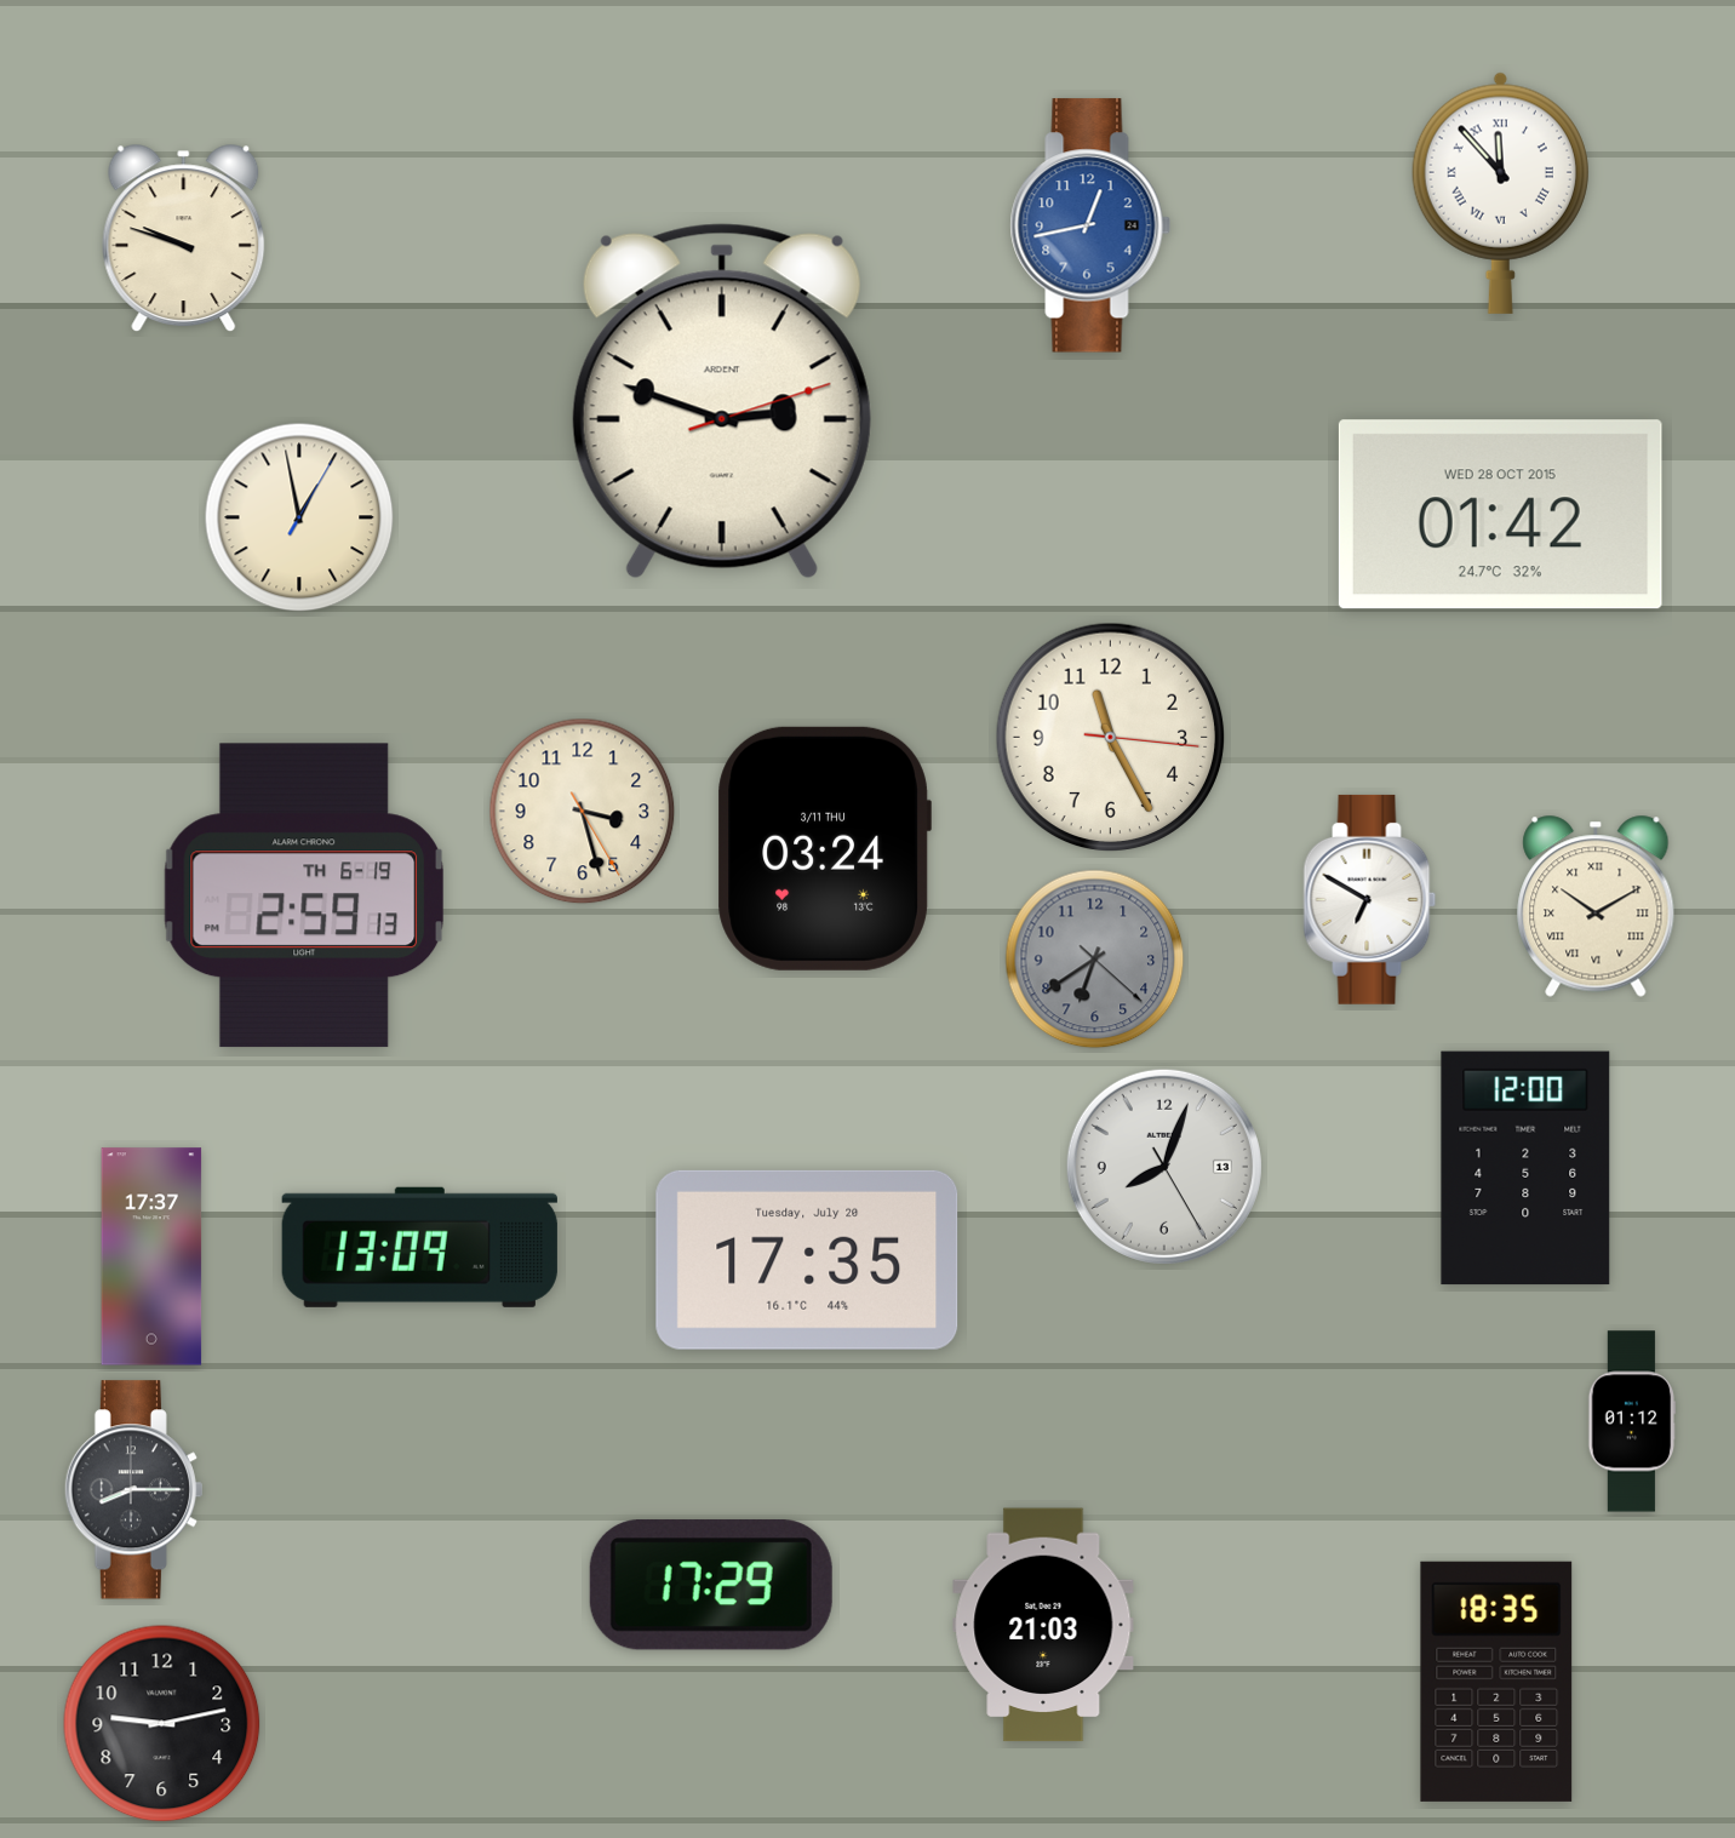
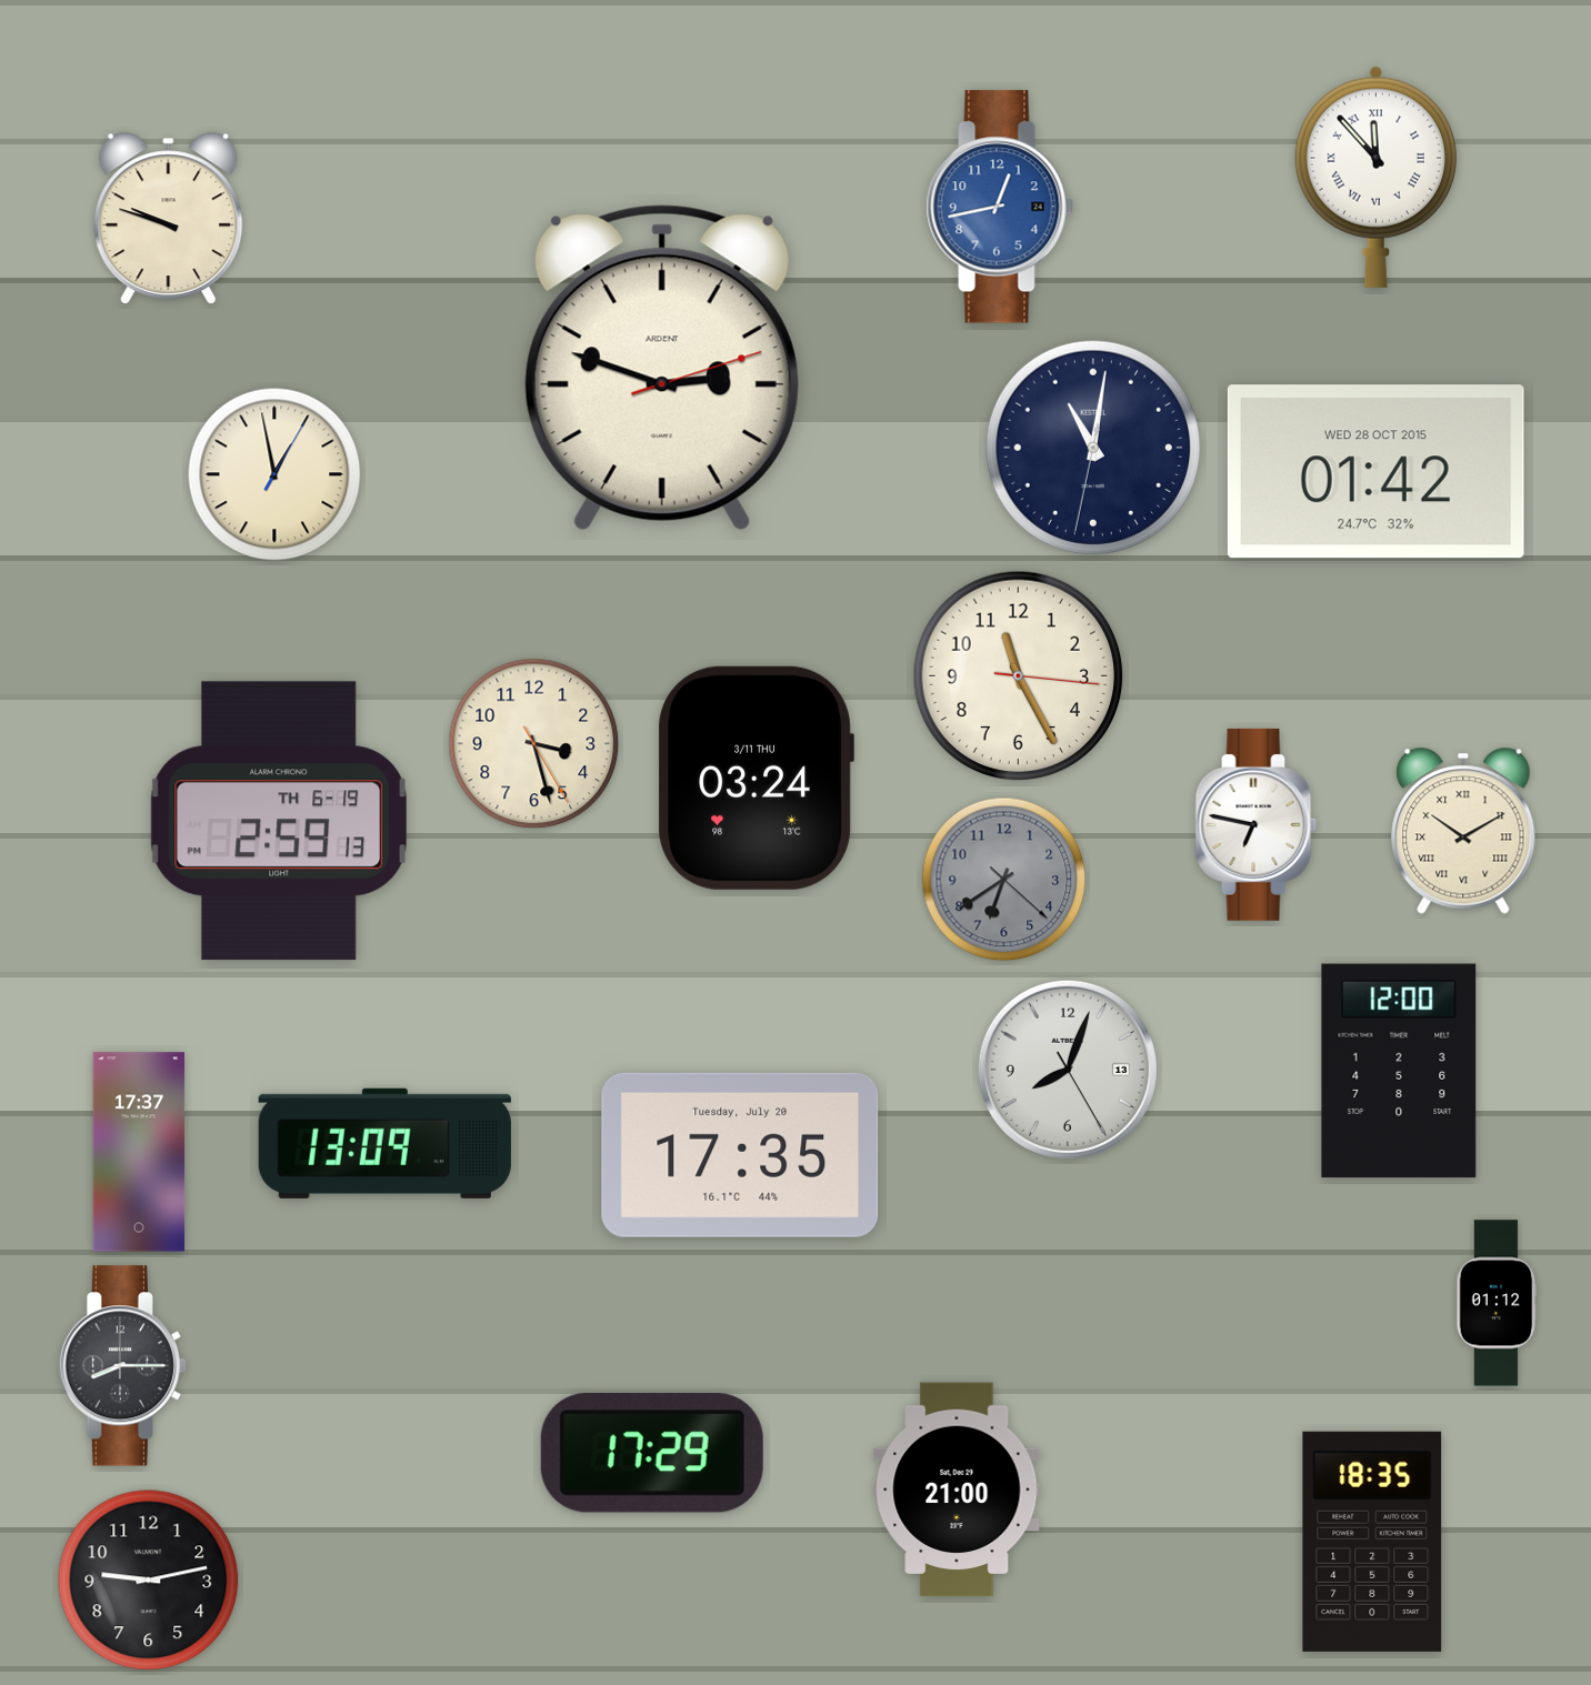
clock at (1093, 448): none -> 11:01
clock at (1370, 899): 6:50 -> 6:47
clock at (1043, 1625): 21:03 -> 21:00
